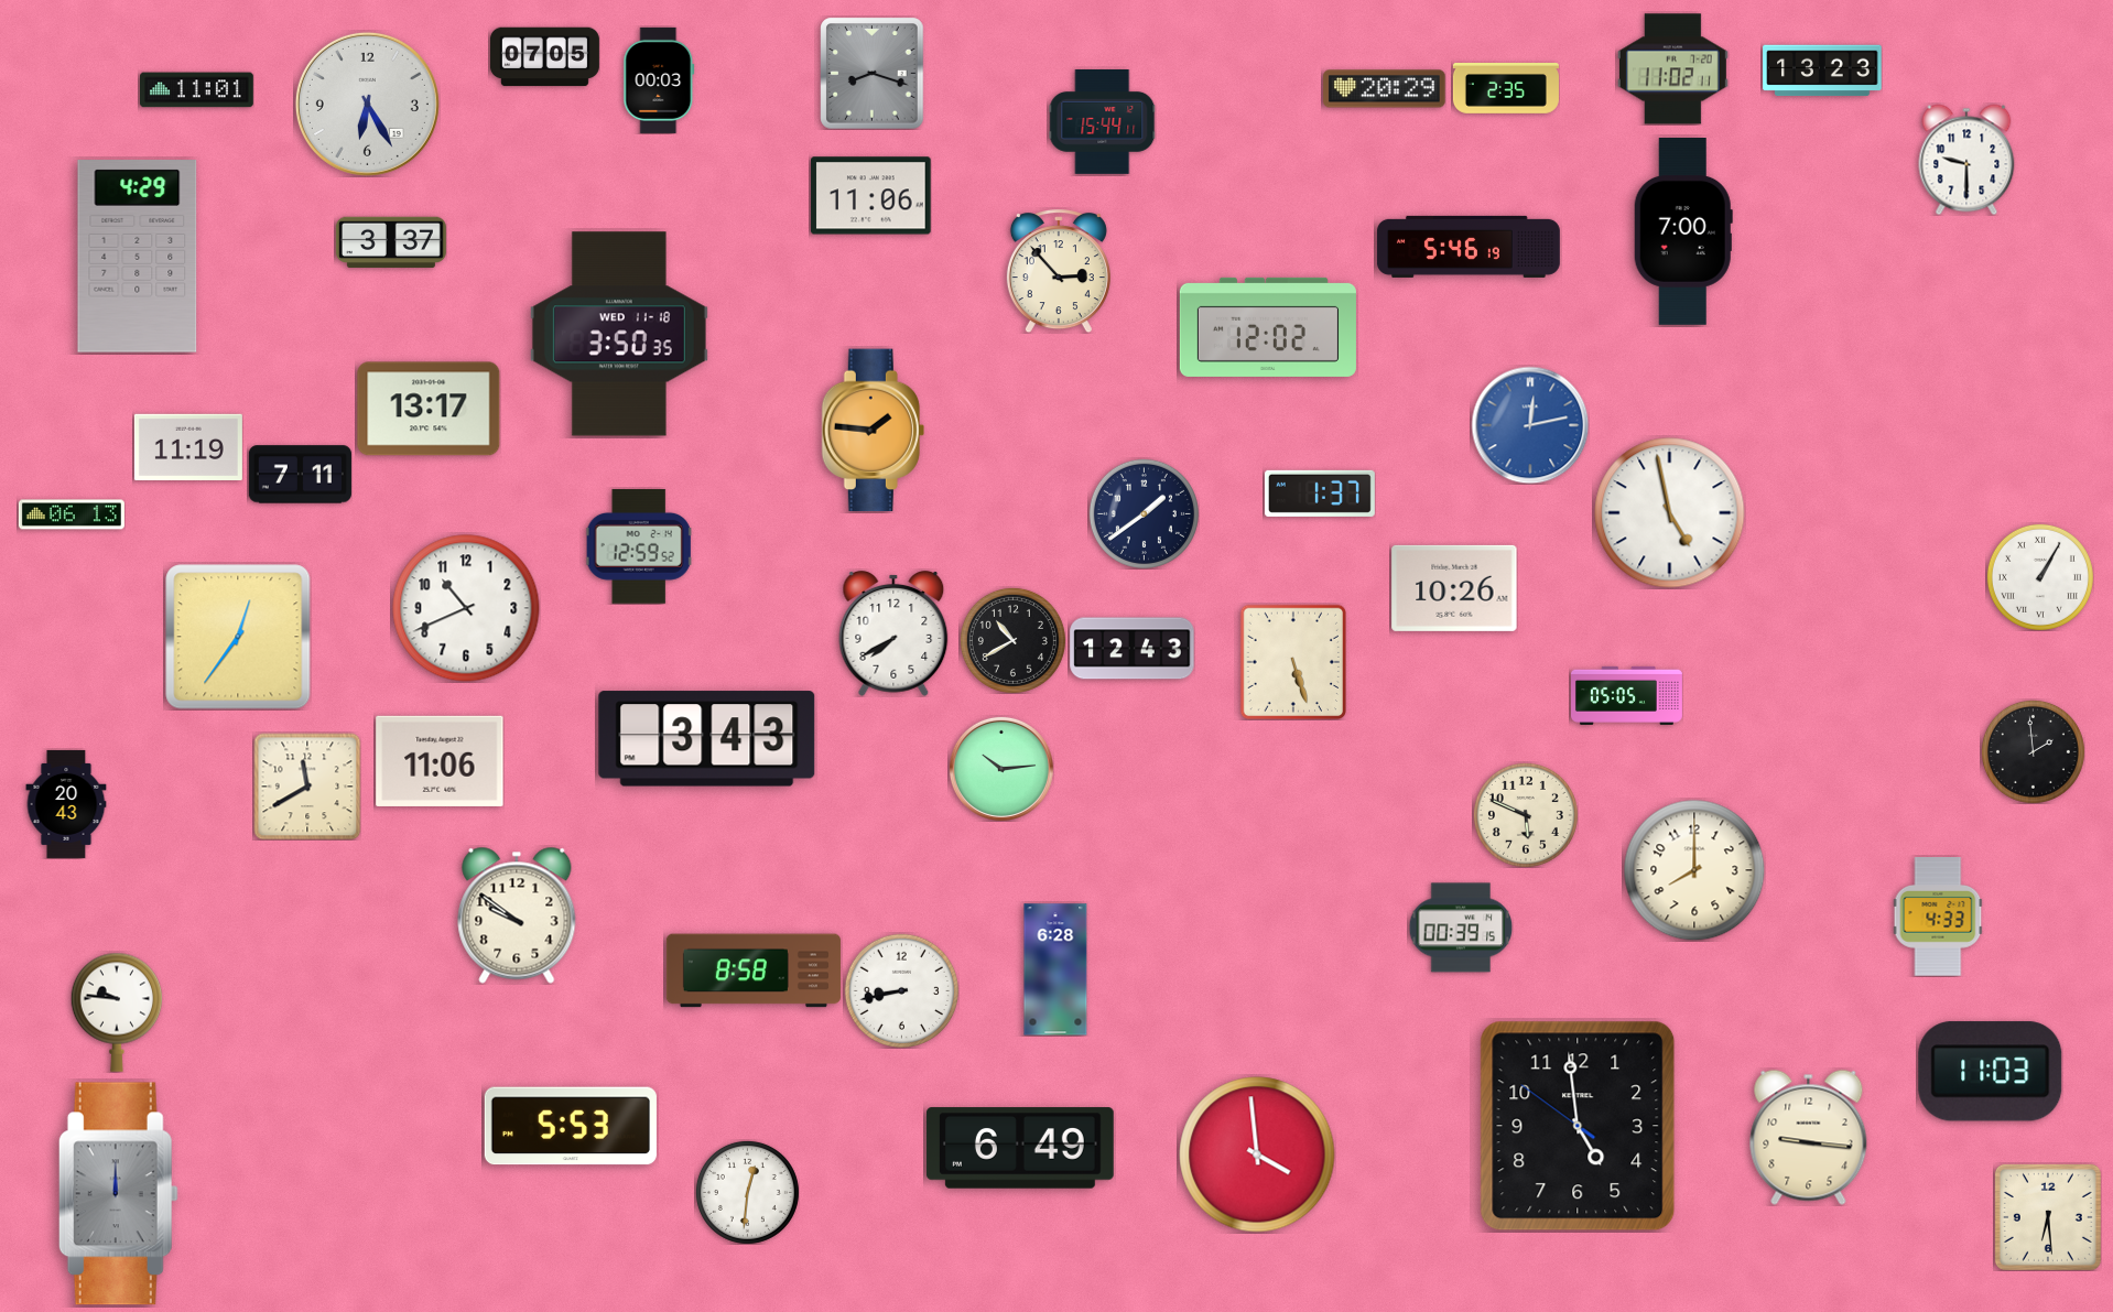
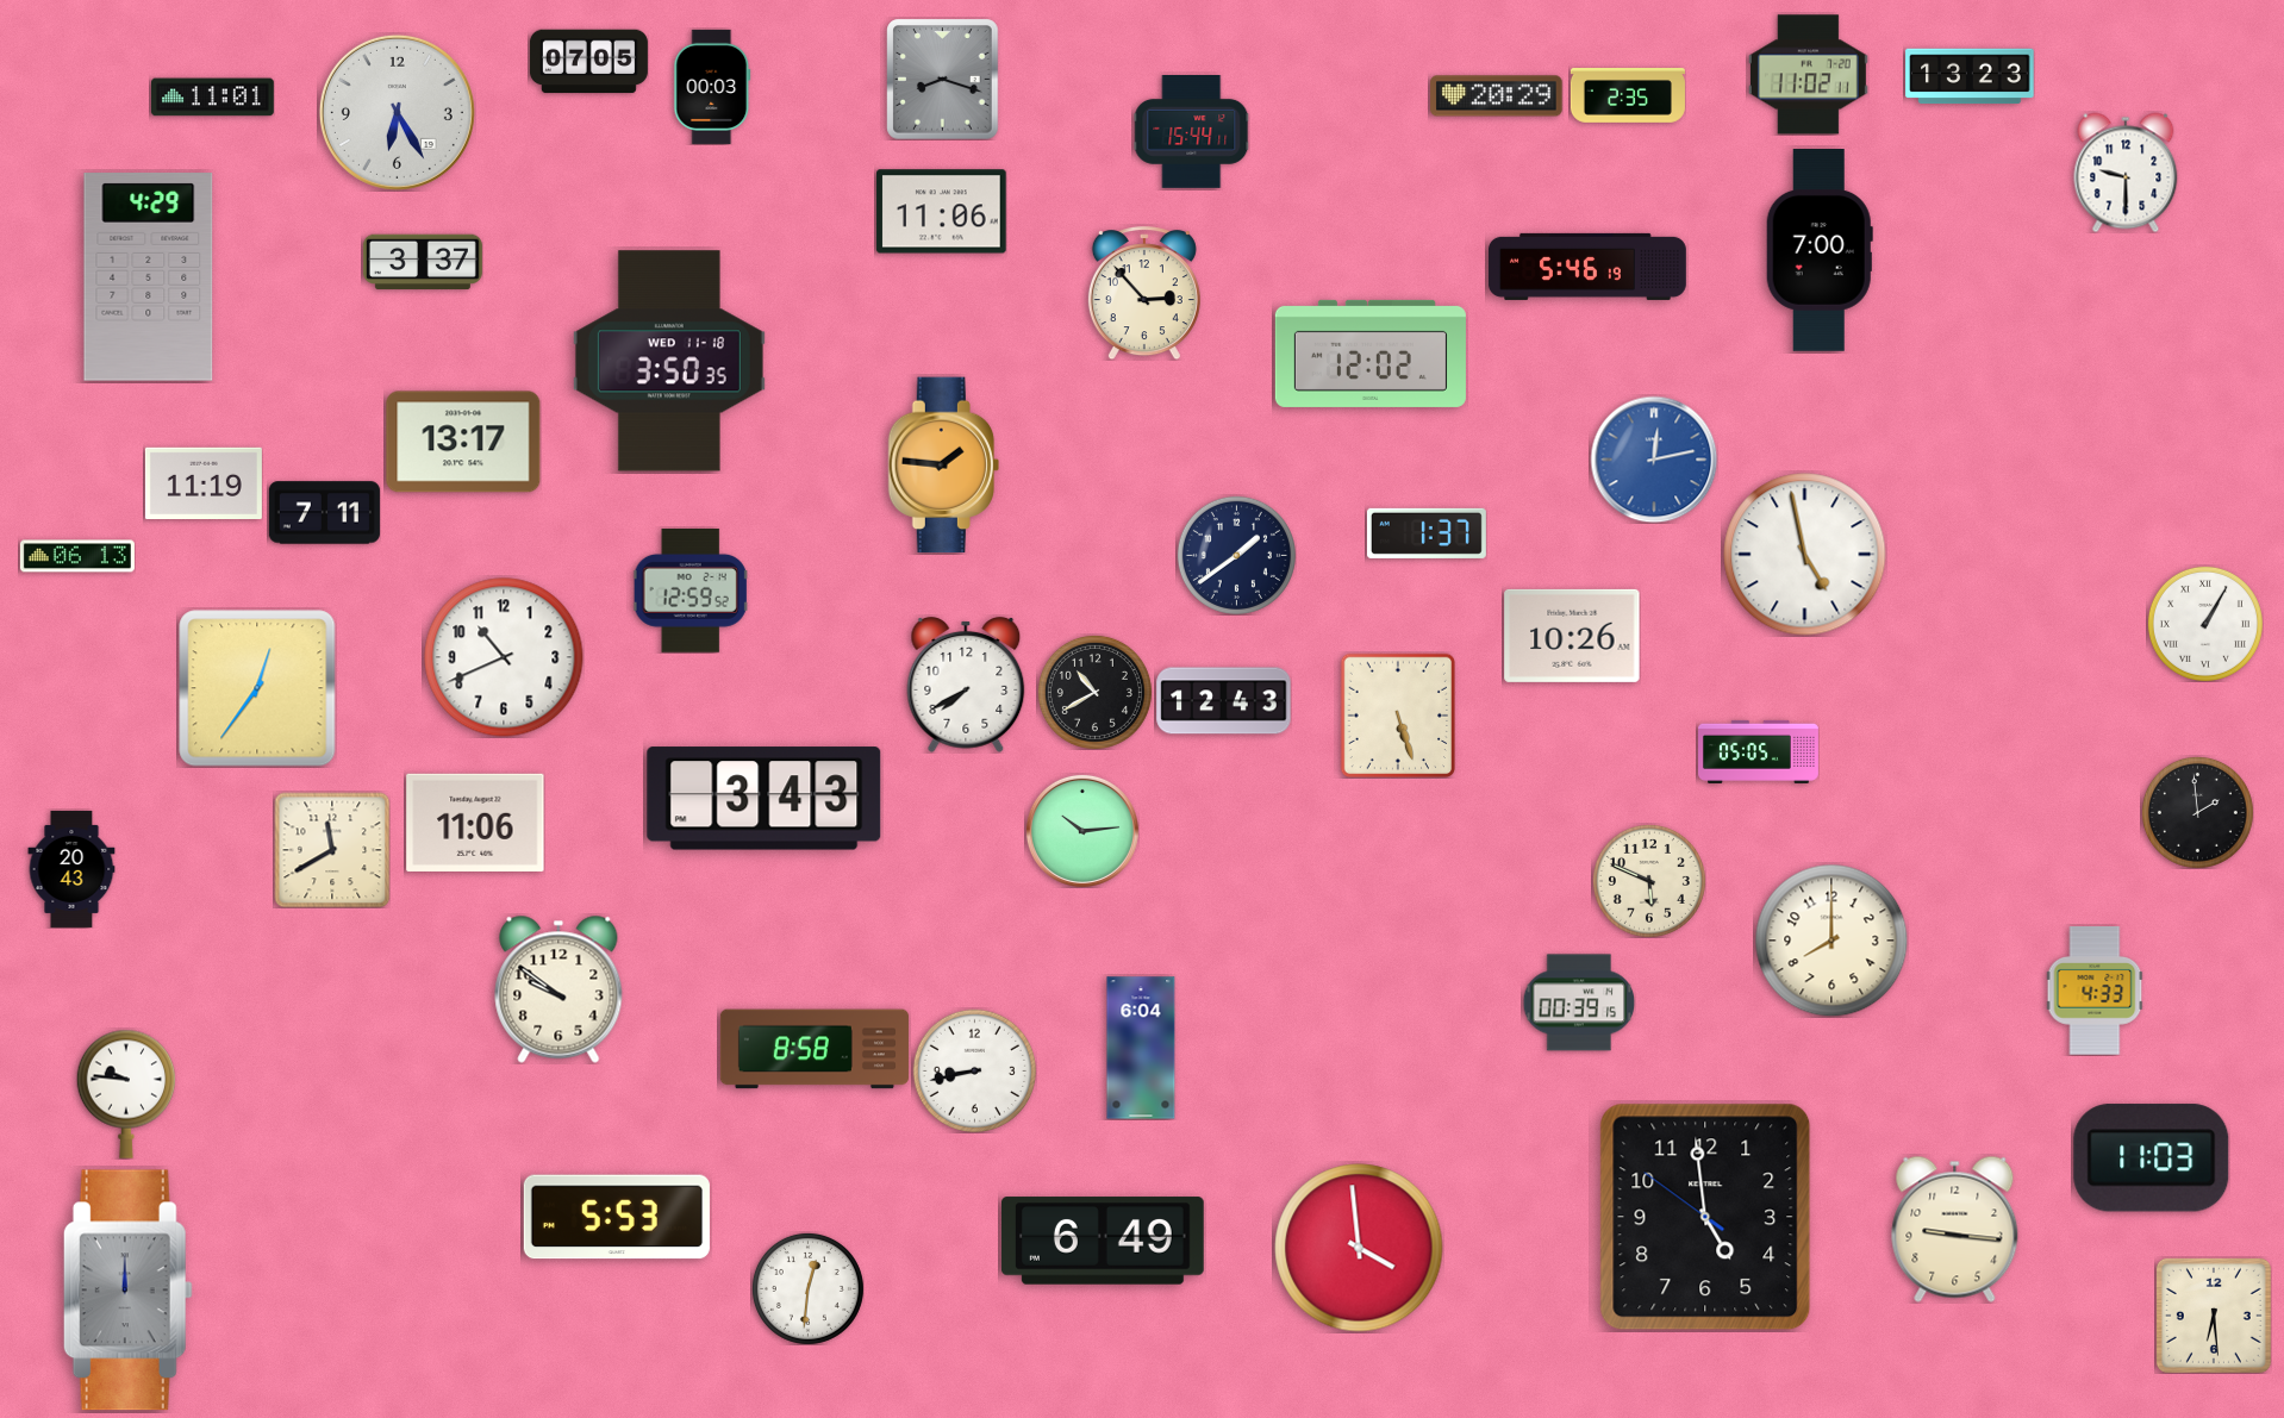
clock at (1055, 969): 6:28 -> 6:04
